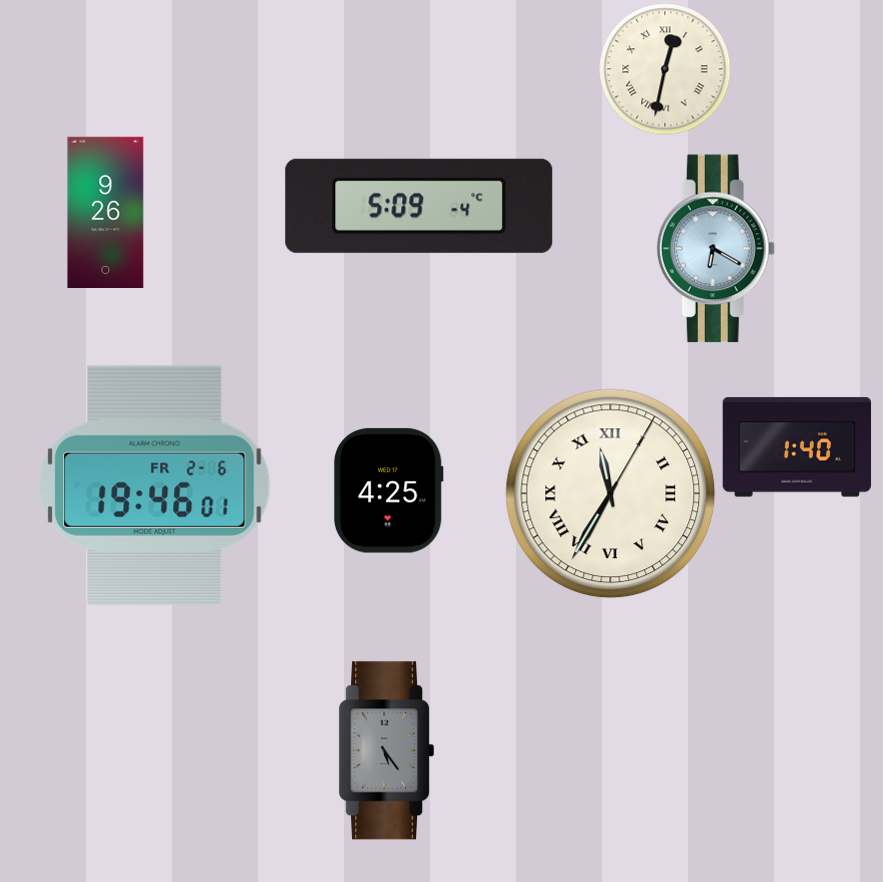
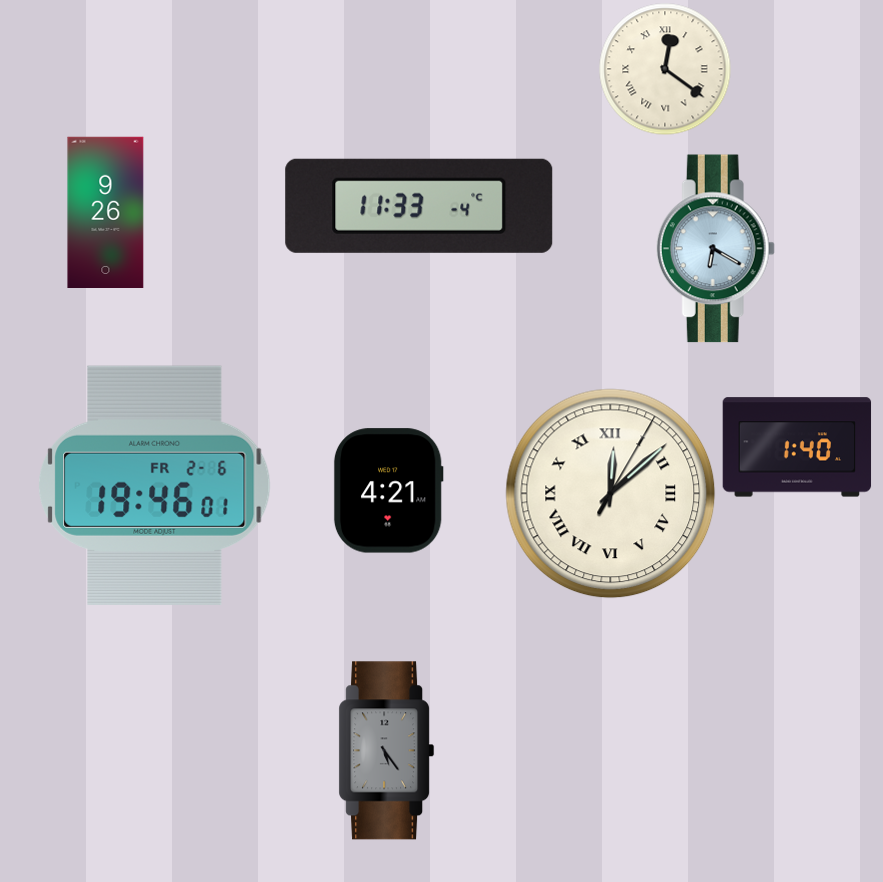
clock at (665, 69): 12:32 -> 12:21
clock at (419, 206): 5:09 -> 11:33
clock at (388, 491): 4:25 -> 4:21
clock at (611, 494): 11:35 -> 12:08
